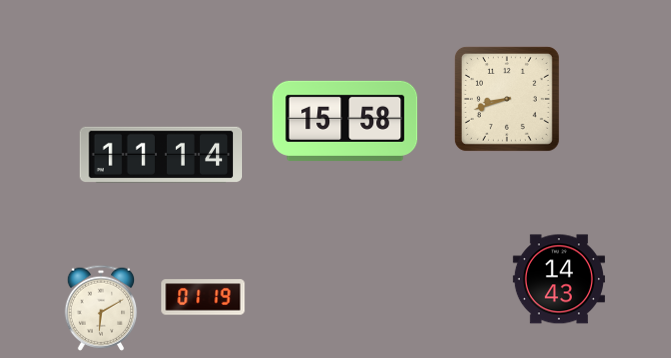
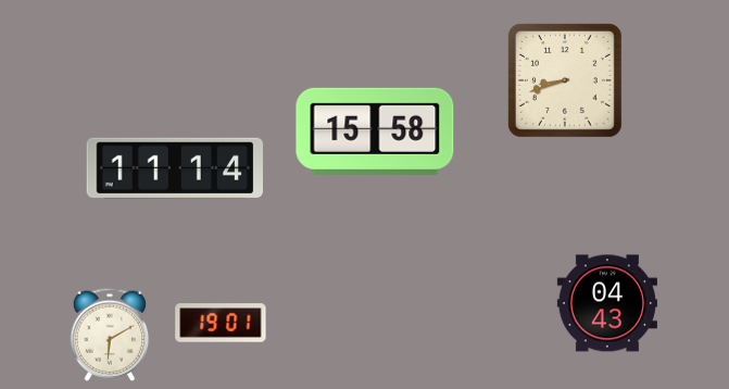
clock at (507, 99) position: (507, 99) -> (565, 80)
clock at (559, 279): 14:43 -> 04:43
clock at (203, 297): 01:19 -> 19:01
